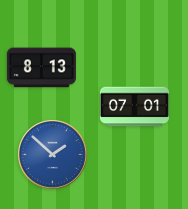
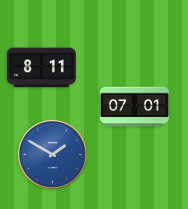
clock at (41, 68): 8:13 -> 8:11
clock at (53, 155): 1:52 -> 1:50
